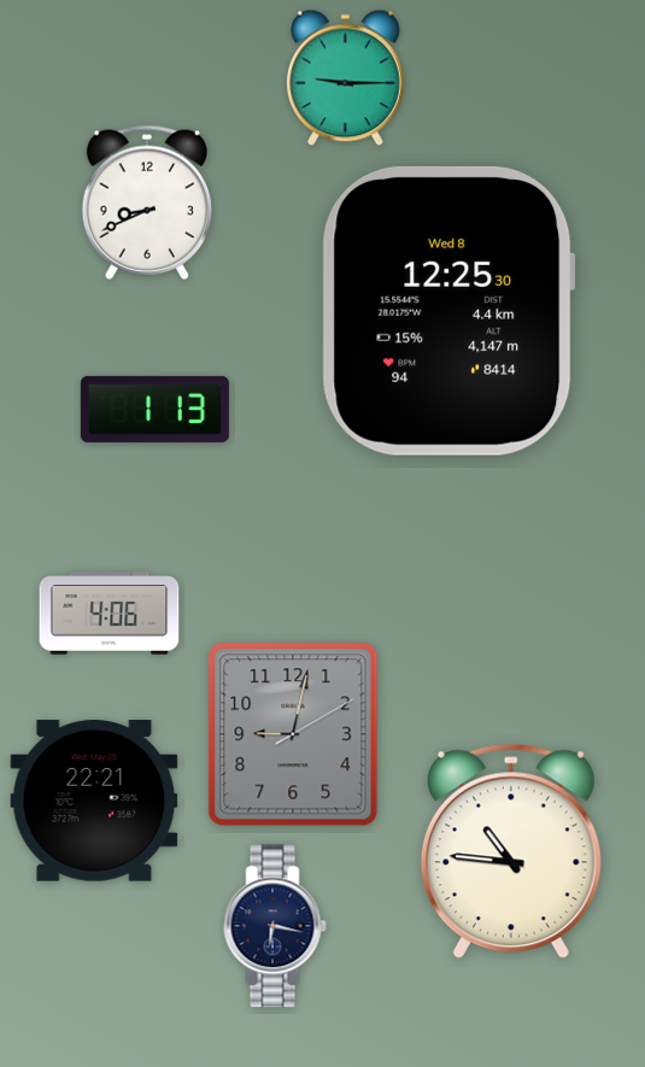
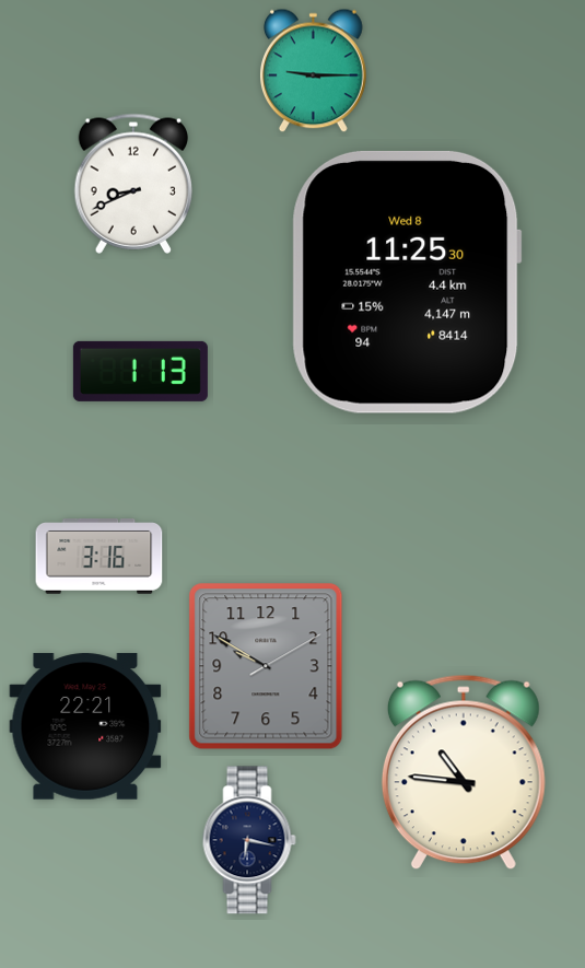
clock at (448, 311): 12:25 -> 11:25
clock at (110, 614): 4:06 -> 3:16
clock at (293, 734): 9:02 -> 9:50
